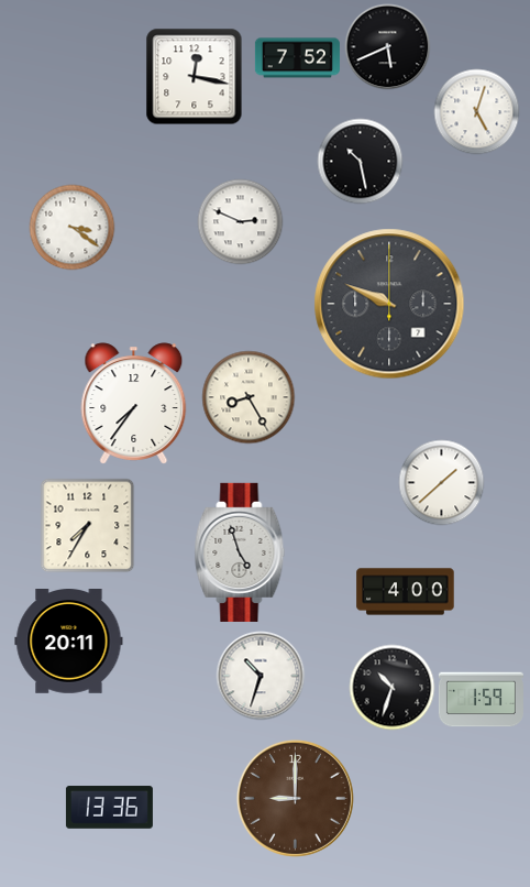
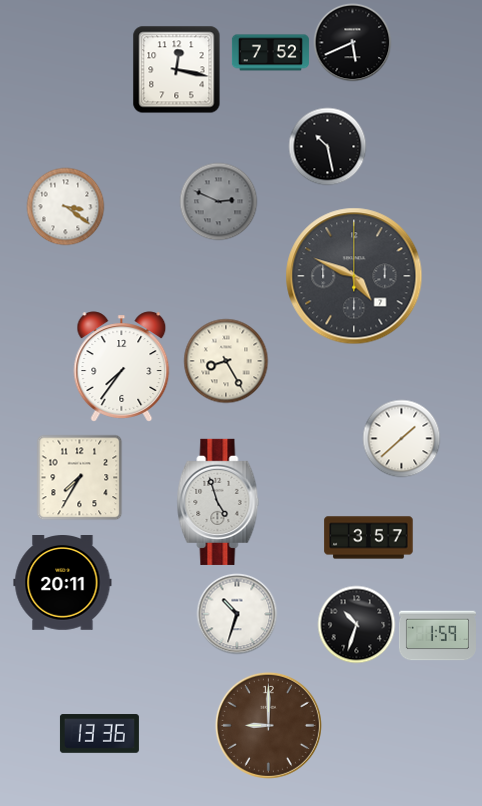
clock at (476, 111): 5:03 -> none
clock at (240, 221) dial: white -> grey
clock at (389, 304): 9:49 -> 4:49
clock at (406, 592): 4:00 -> 3:57
